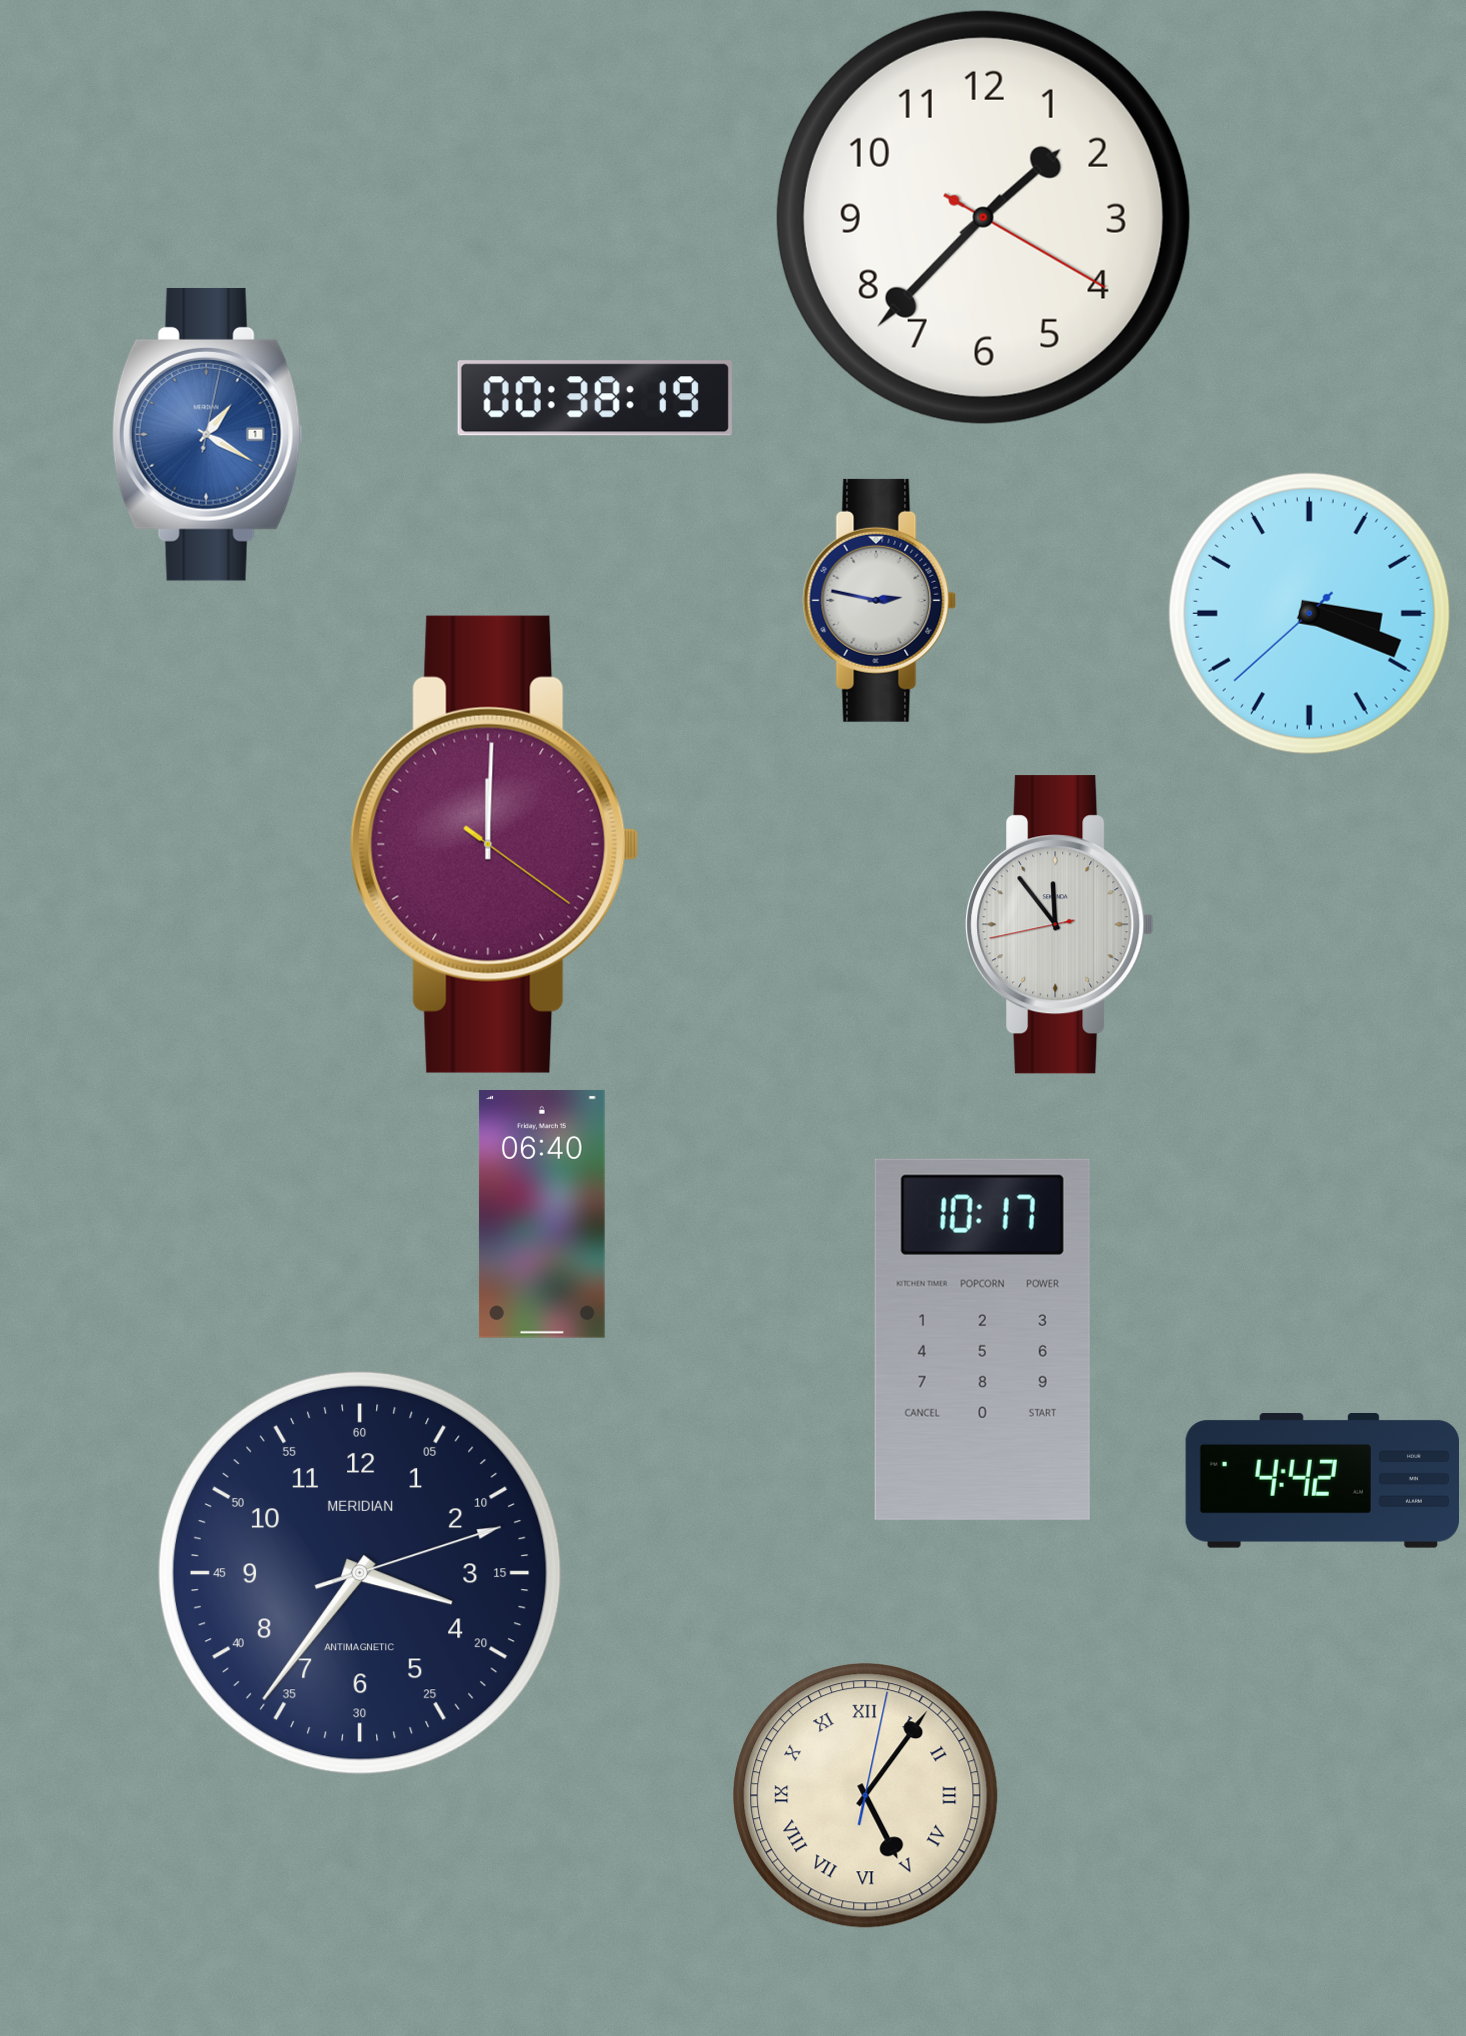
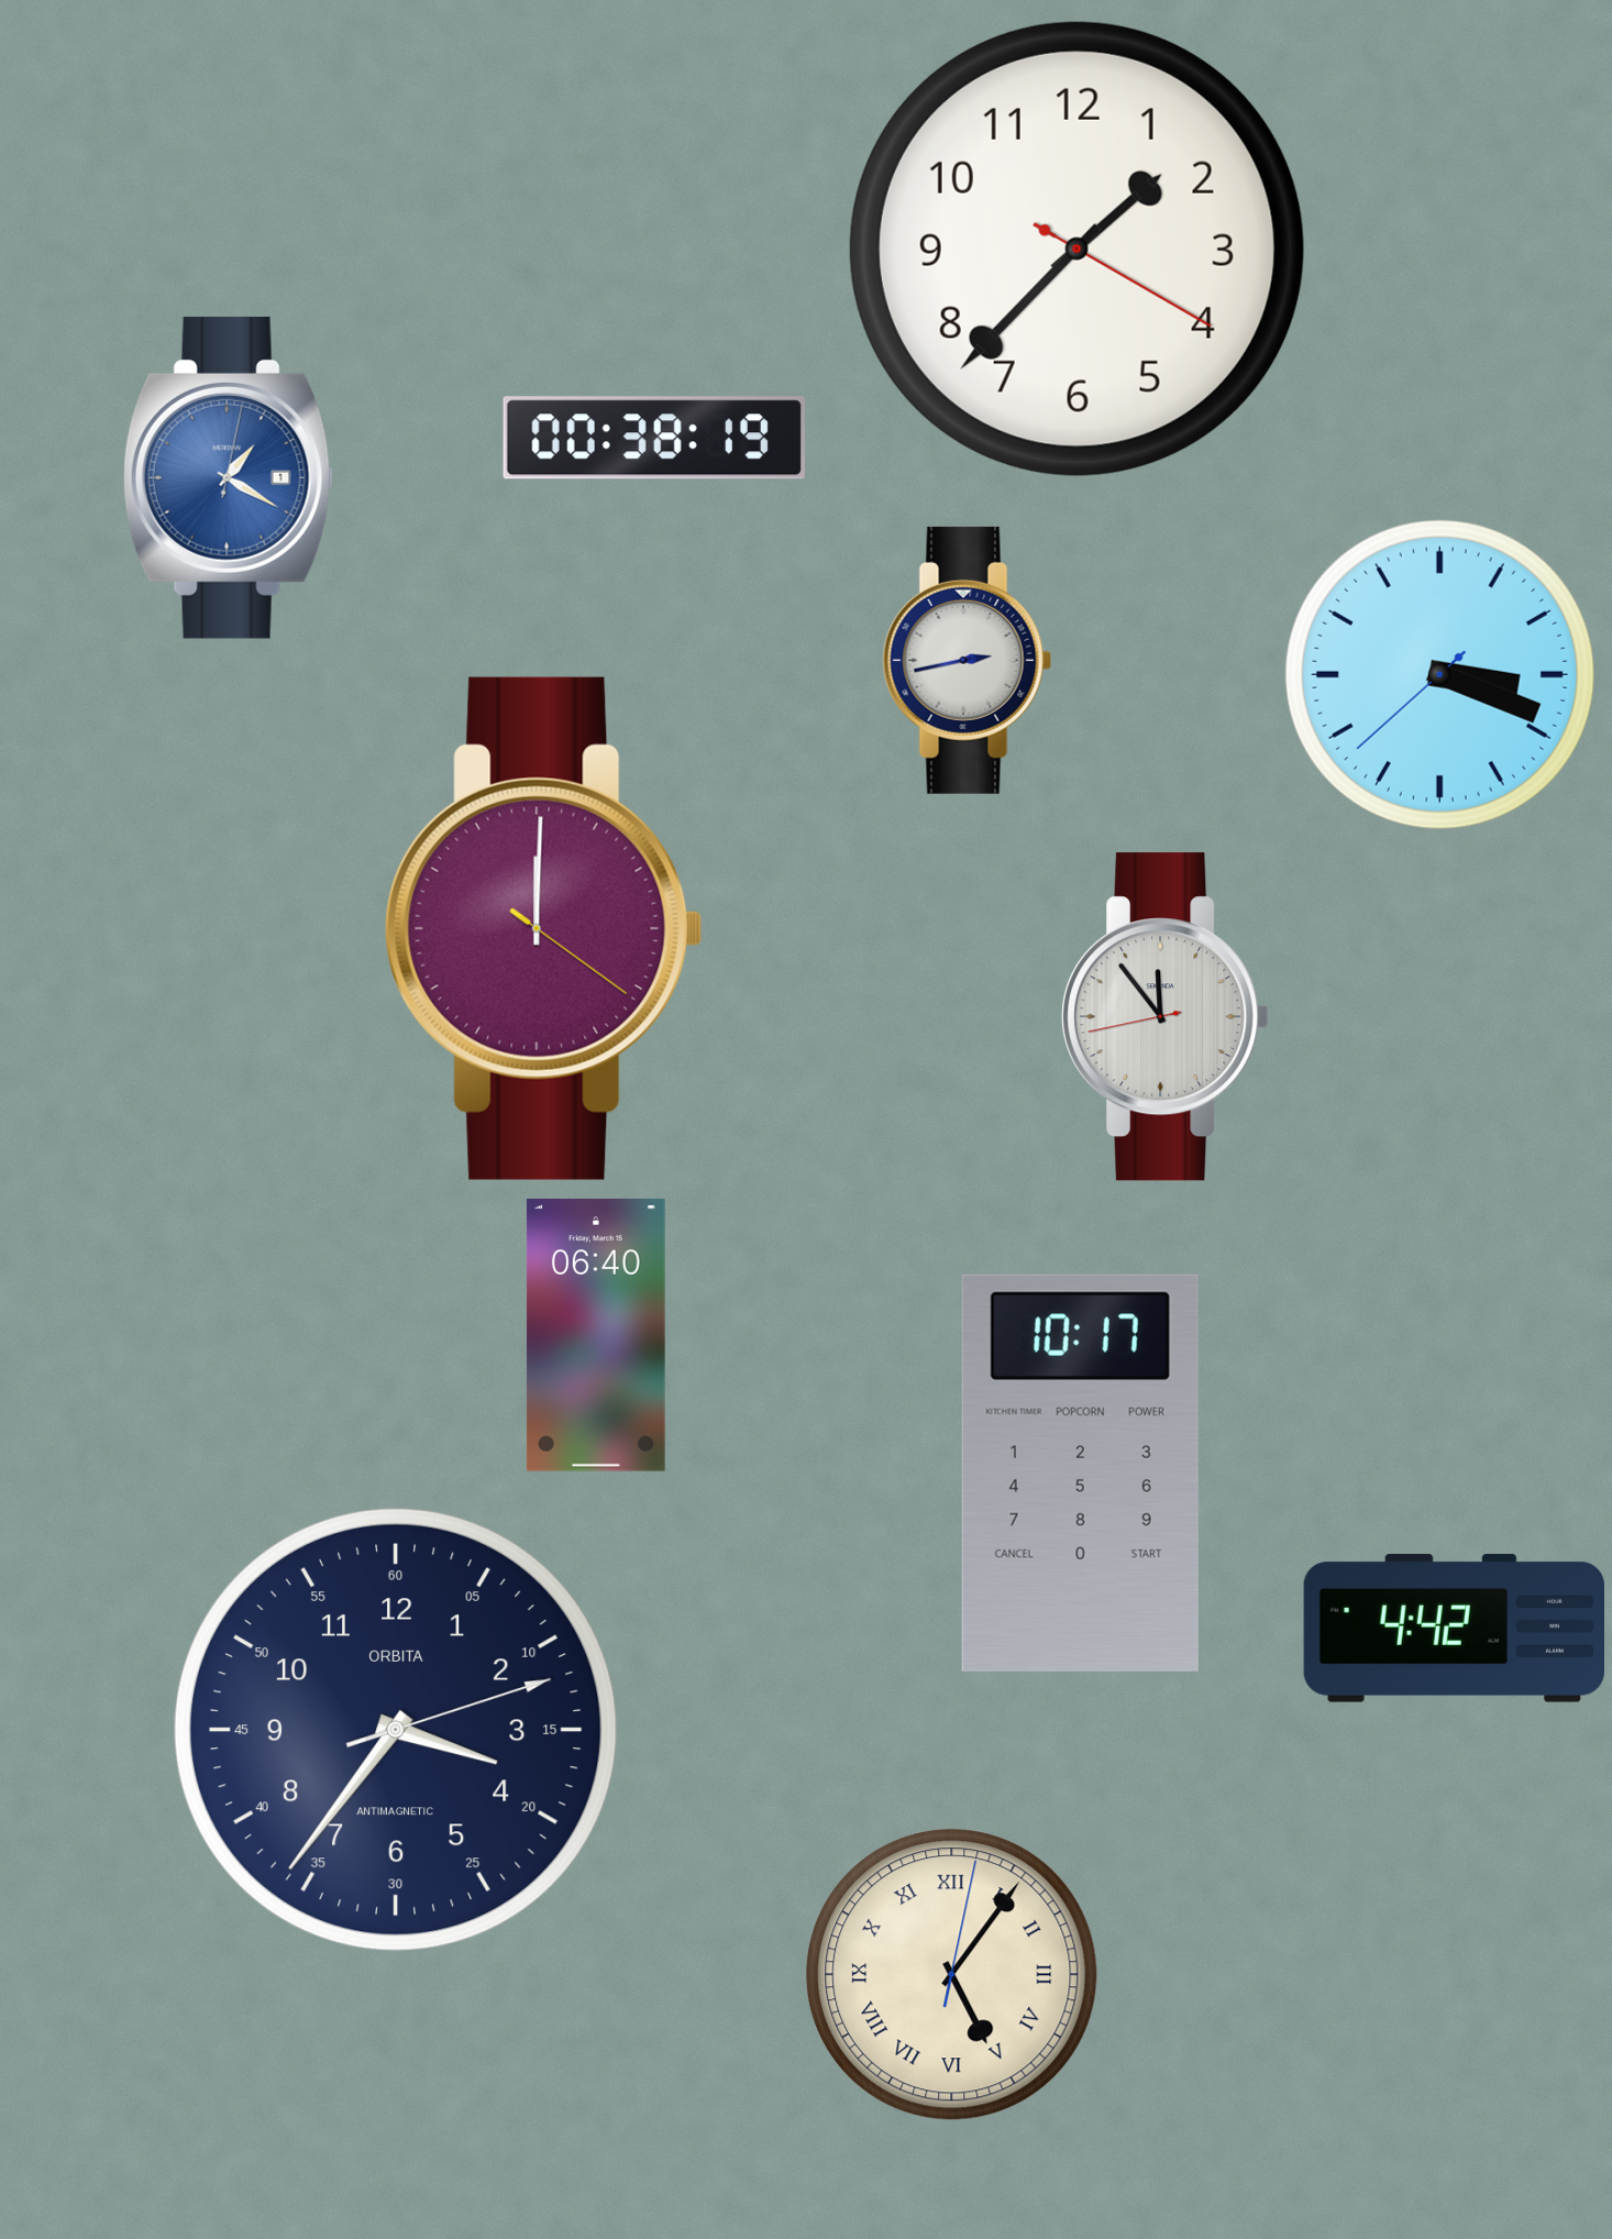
clock at (983, 217) position: (983, 217) -> (1076, 249)
clock at (880, 600): 2:47 -> 2:43
clock at (360, 1573) brand: MERIDIAN -> ORBITA
